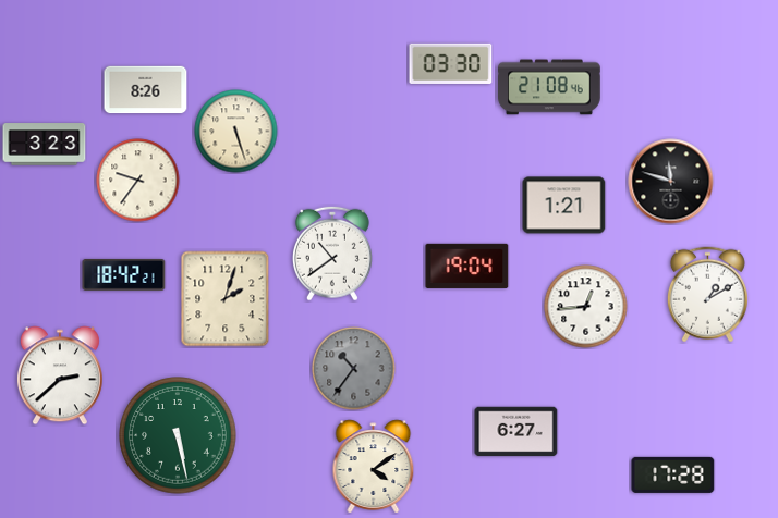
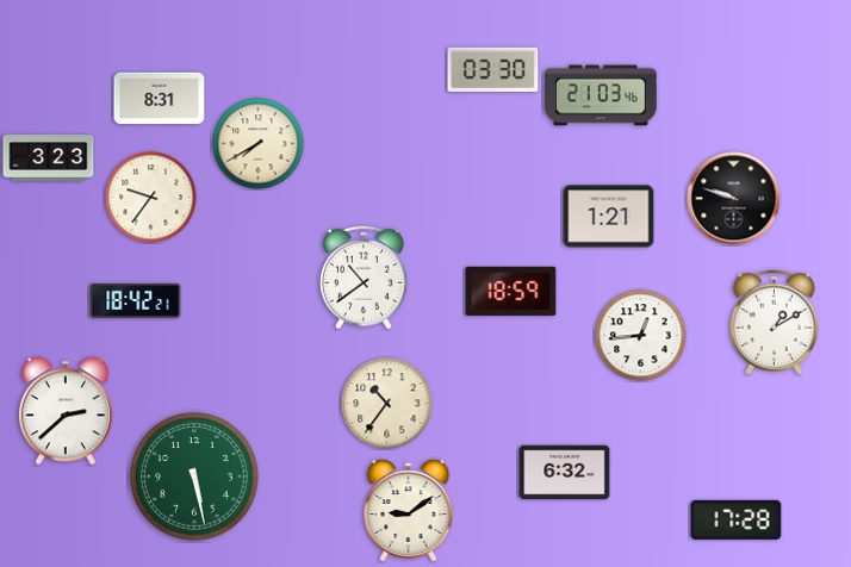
clock at (549, 87): 21:08 -> 21:03
clock at (146, 90): 8:26 -> 8:31
clock at (236, 132): 5:27 -> 7:40
clock at (671, 182): 11:48 -> 9:48
clock at (564, 206) position: (564, 206) -> (609, 217)
clock at (467, 266): 19:04 -> 18:59
clock at (226, 299): 2:03 -> none
clock at (354, 369) dial: grey -> cream
clock at (516, 432): 6:27 -> 6:32
clock at (374, 467): 4:09 -> 9:09
